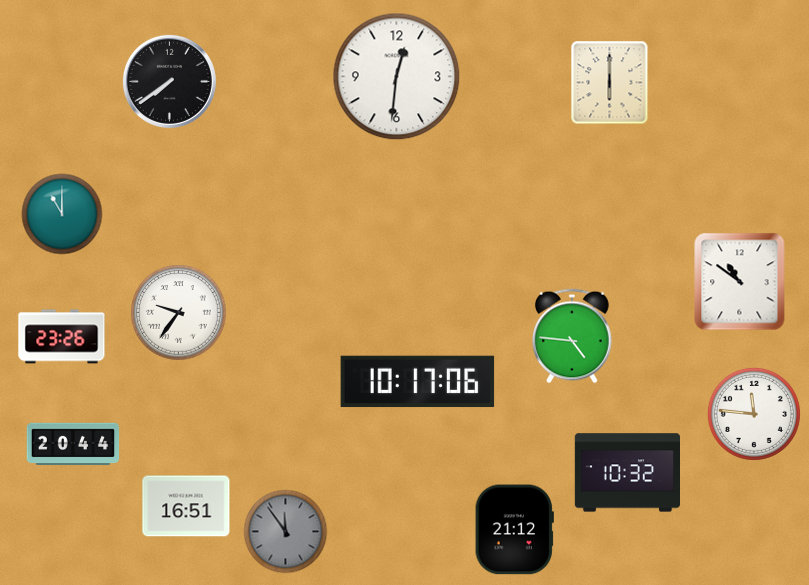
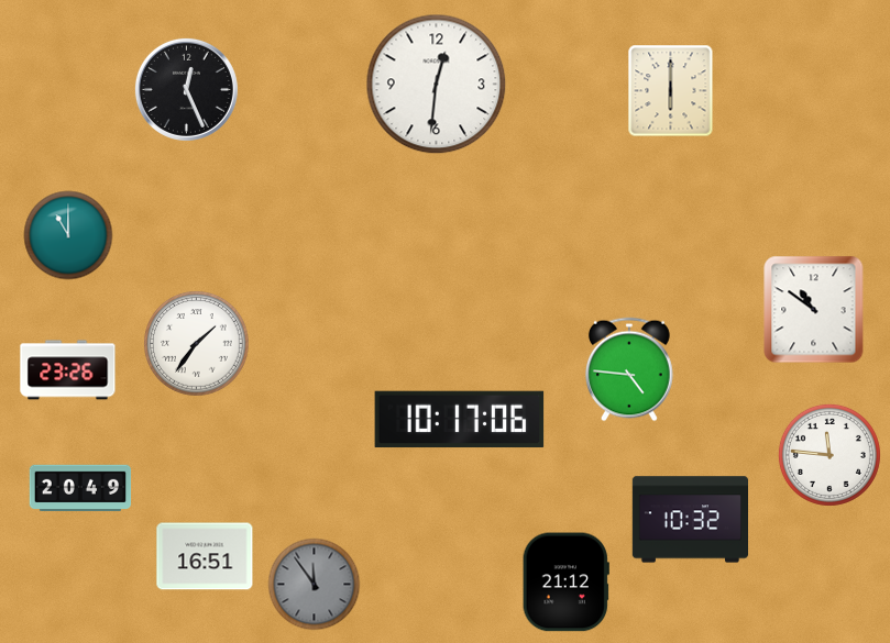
clock at (169, 81): 7:39 -> 12:26
clock at (179, 313): 9:36 -> 1:36
clock at (73, 444): 20:44 -> 20:49
